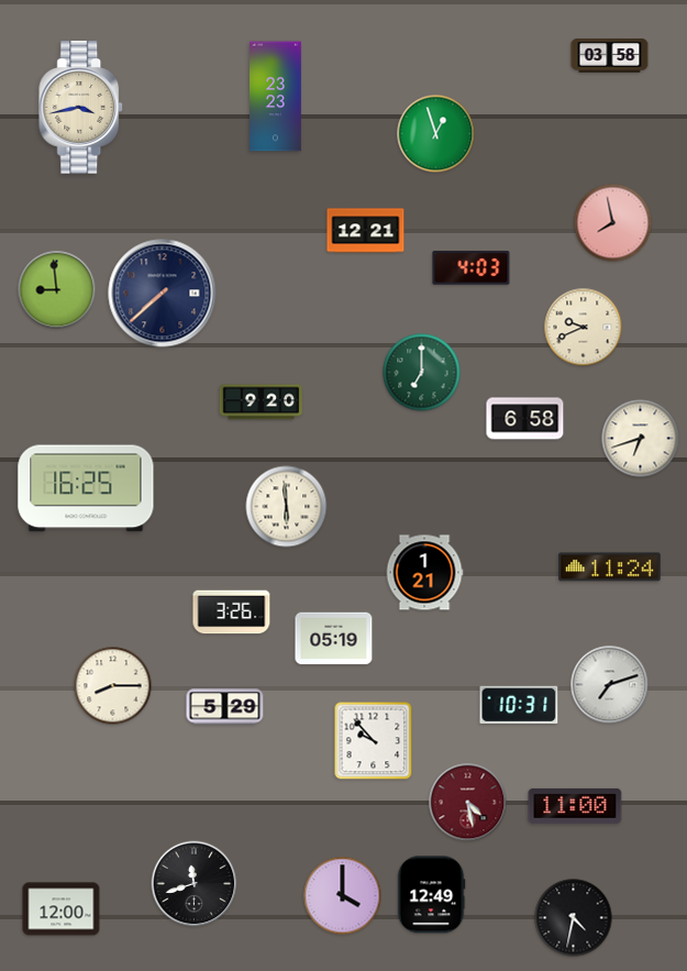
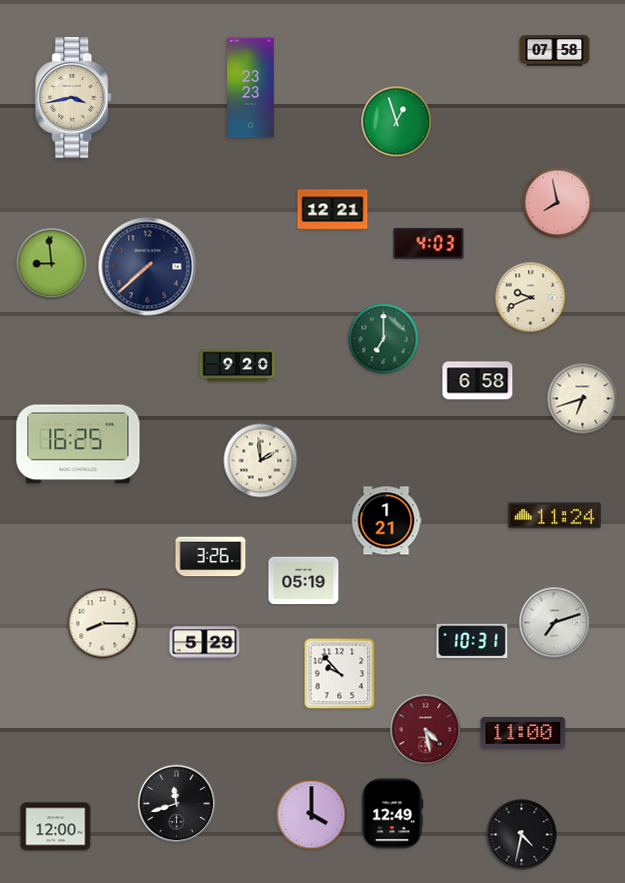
clock at (610, 56): 03:58 -> 07:58
clock at (287, 507): 5:59 -> 1:59
